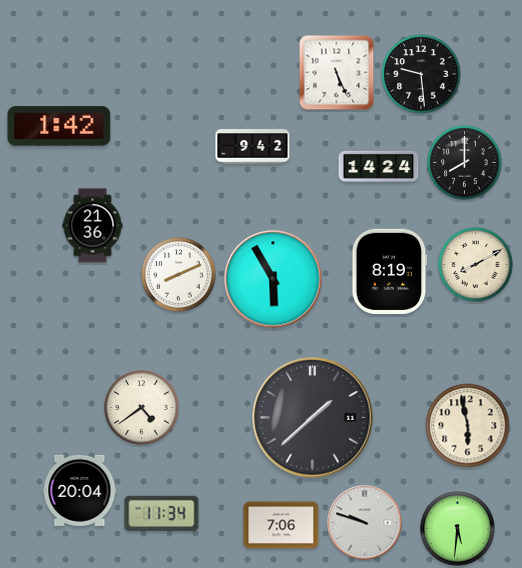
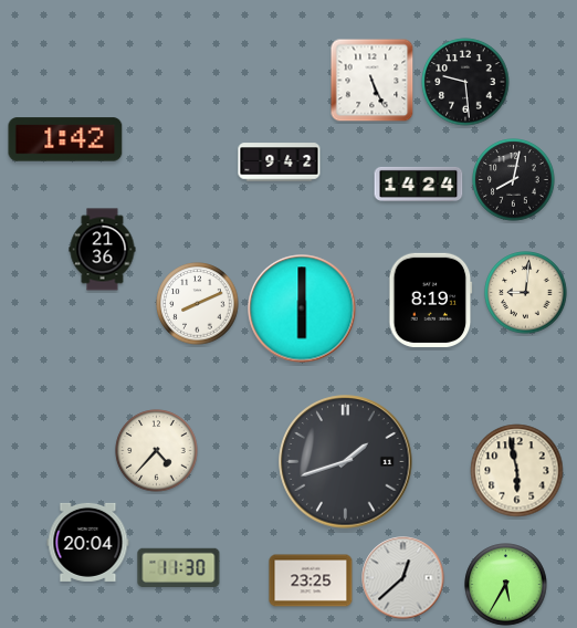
clock at (465, 163): 8:00 -> 8:02
clock at (476, 265): 8:10 -> 9:01
clock at (273, 279): 5:55 -> 6:00
clock at (142, 408): 4:39 -> 4:37
clock at (313, 418): 1:38 -> 1:42
clock at (162, 513): 11:34 -> 11:30
clock at (365, 523): 9:48 -> 12:38
clock at (281, 525): 7:06 -> 23:25
clock at (458, 529): 5:31 -> 5:35
